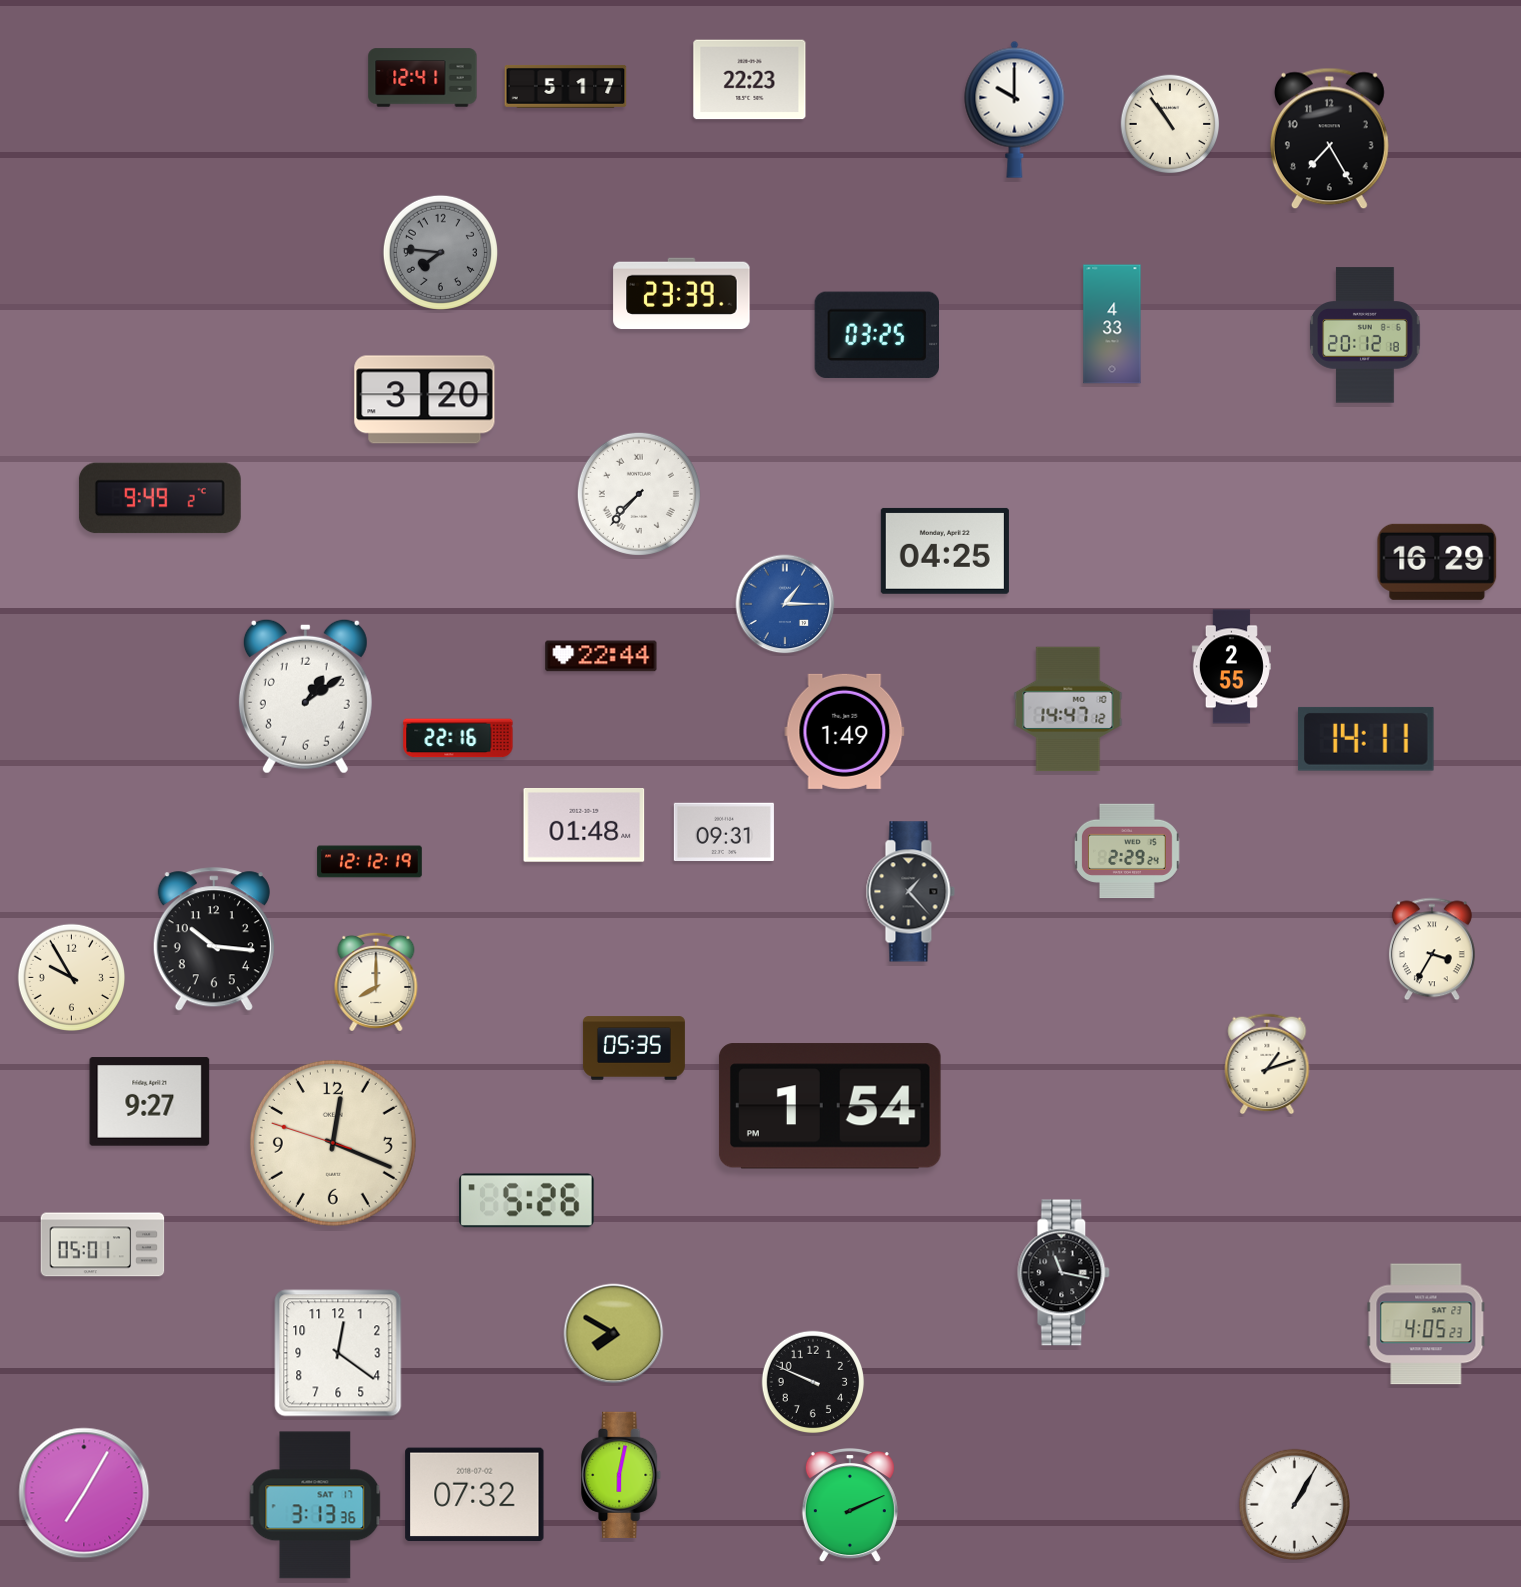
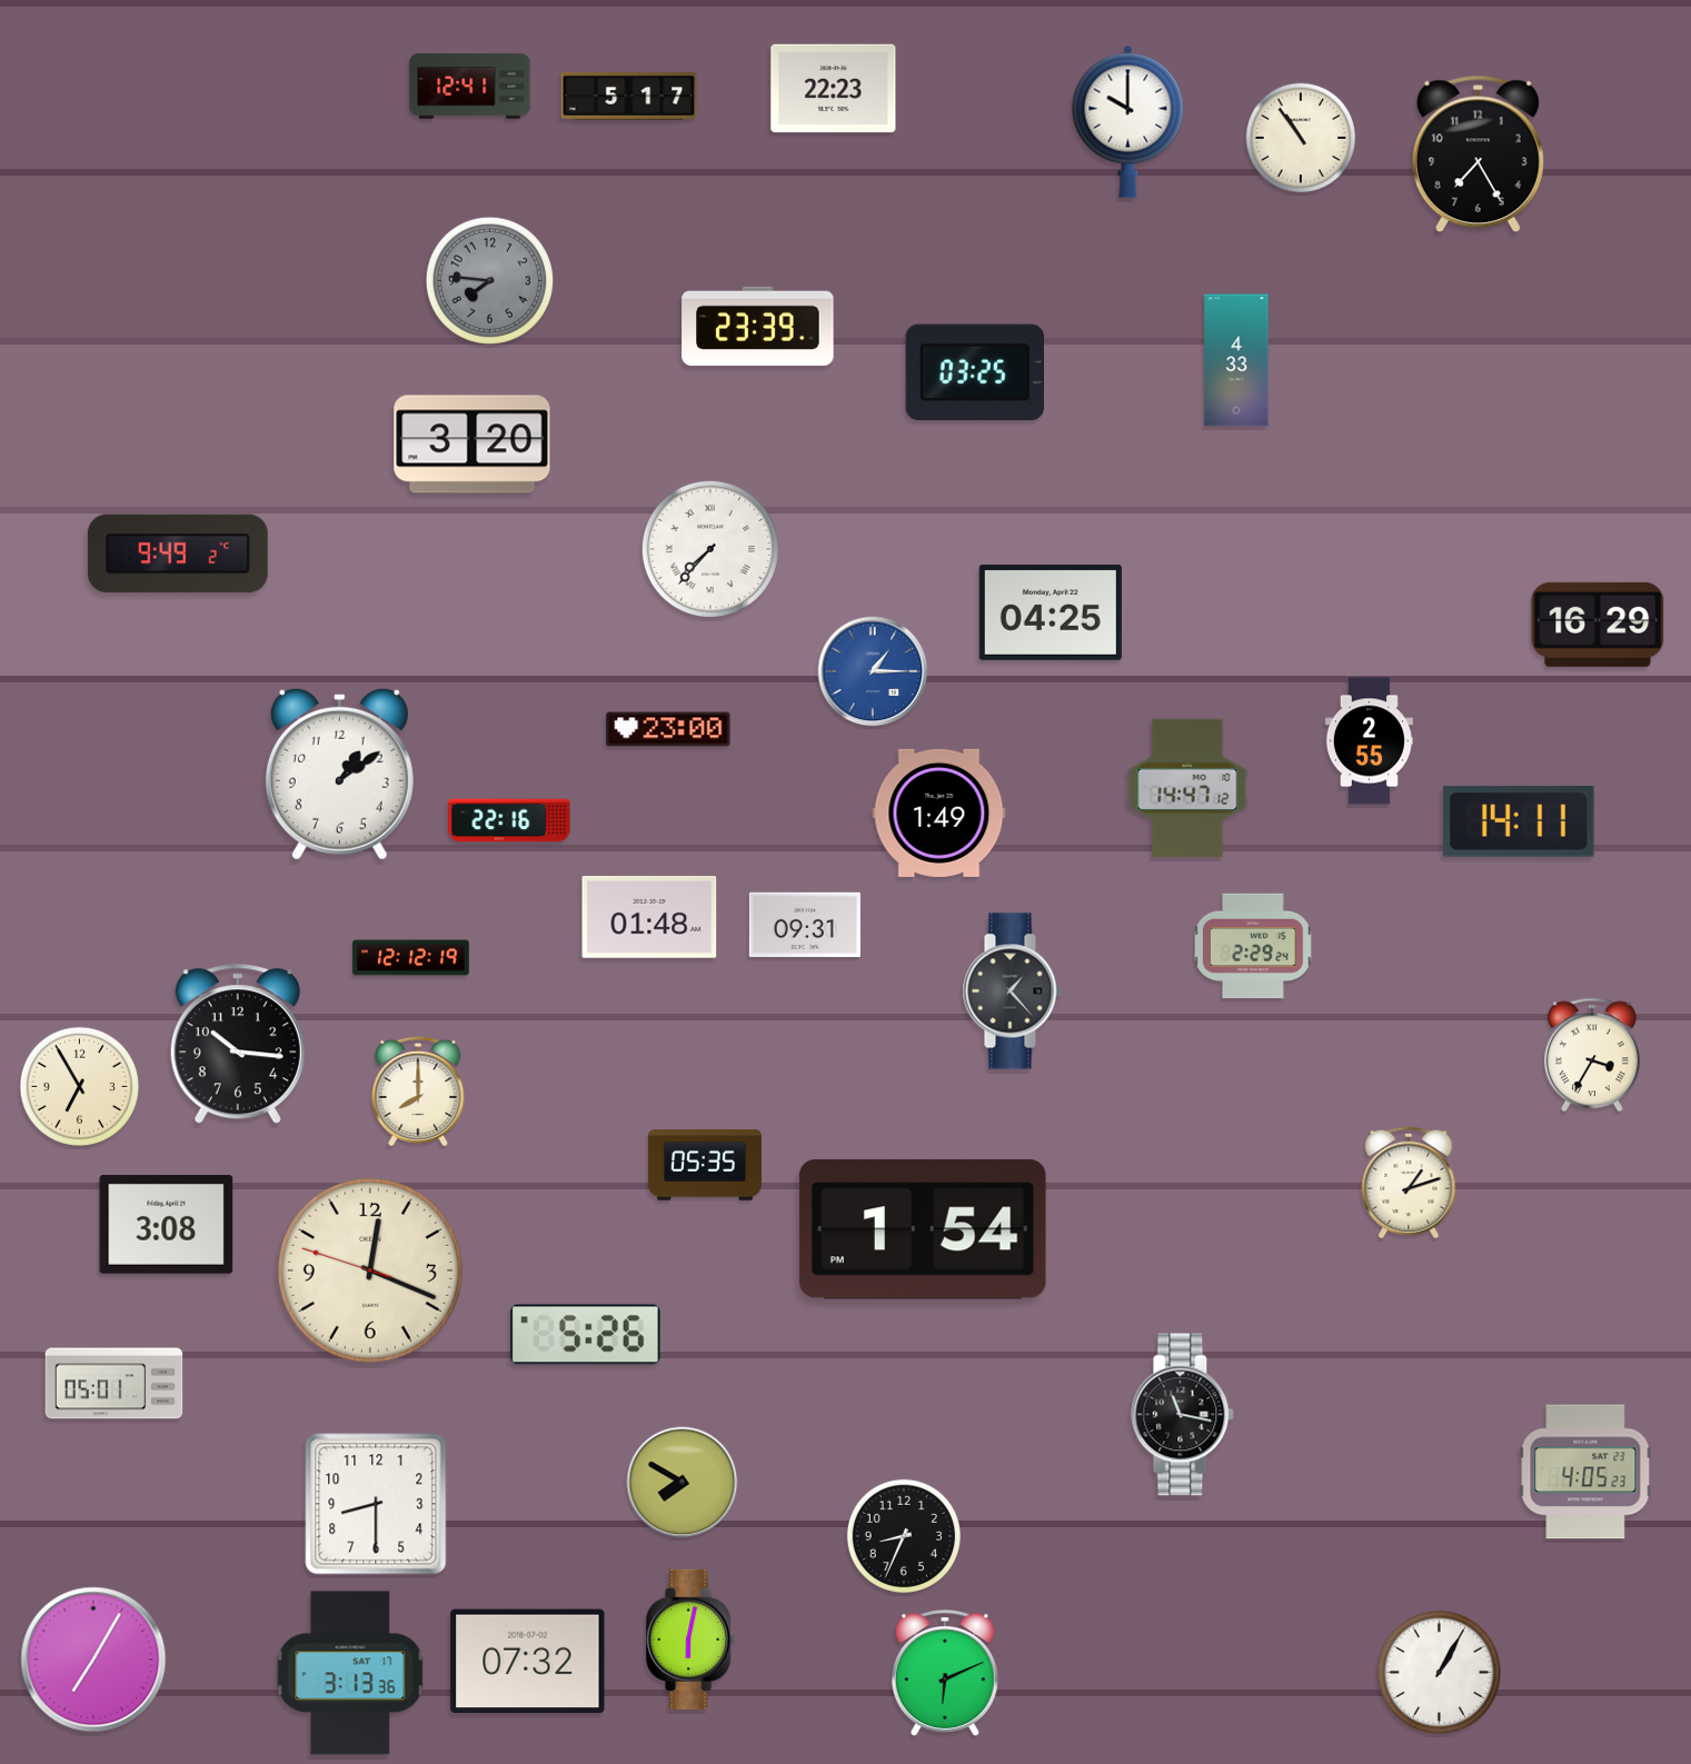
clock at (1365, 335): 20:12 -> none
clock at (601, 656): 22:44 -> 23:00
clock at (71, 977): 9:55 -> 6:55
clock at (150, 1102): 9:27 -> 3:08
clock at (338, 1353): 12:21 -> 8:30
clock at (813, 1382): 9:49 -> 8:34
clock at (850, 1506): 2:11 -> 6:11
